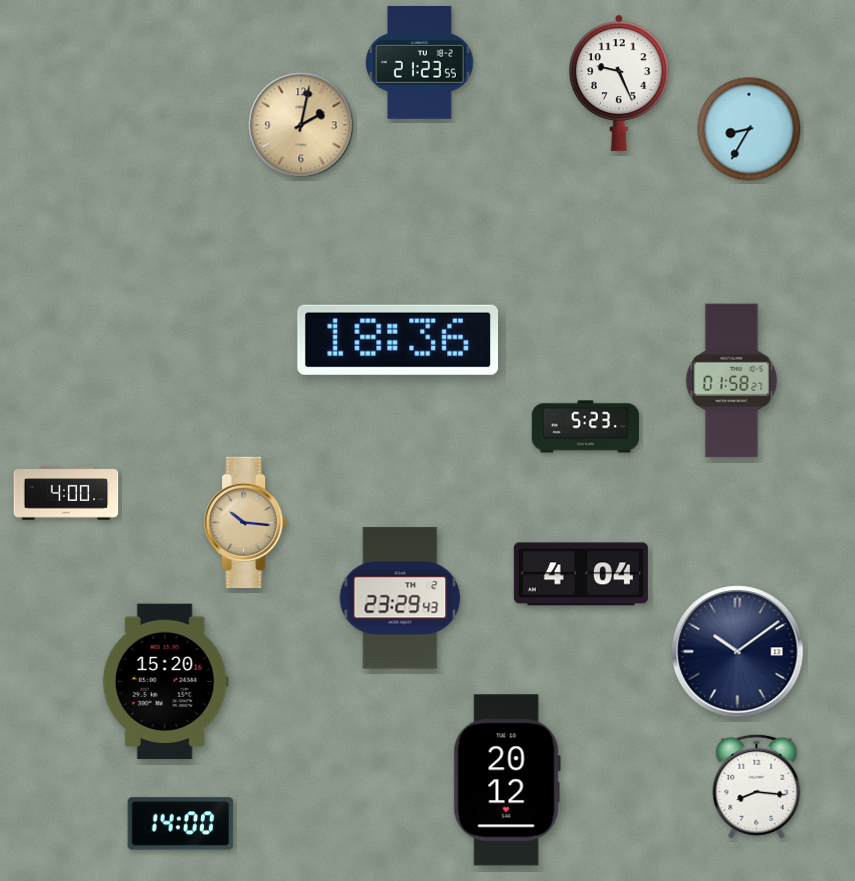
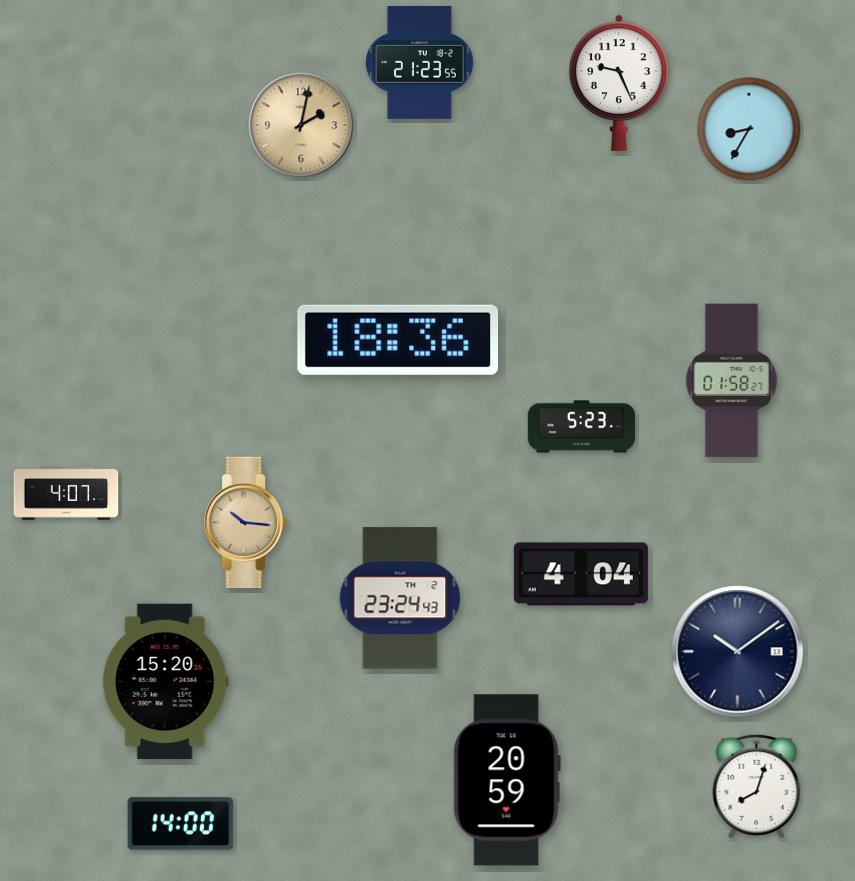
clock at (586, 427) position: (586, 427) -> (582, 427)
clock at (66, 493): 4:00 -> 4:07
clock at (400, 598): 23:29 -> 23:24
clock at (507, 780): 20:12 -> 20:59
clock at (757, 786): 8:16 -> 8:03
